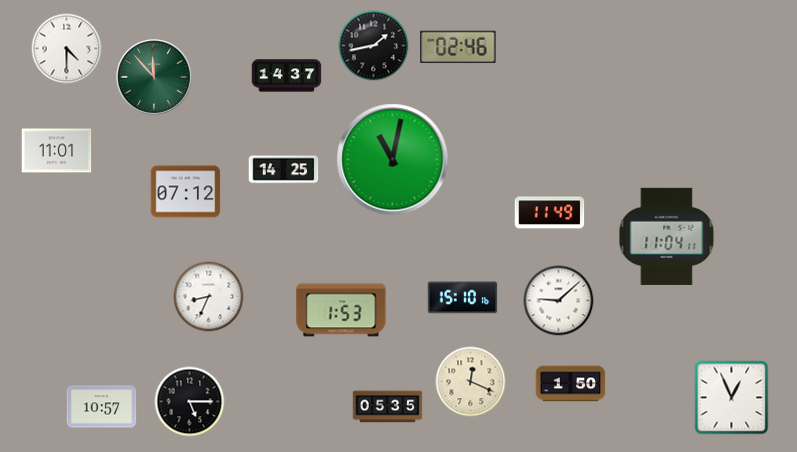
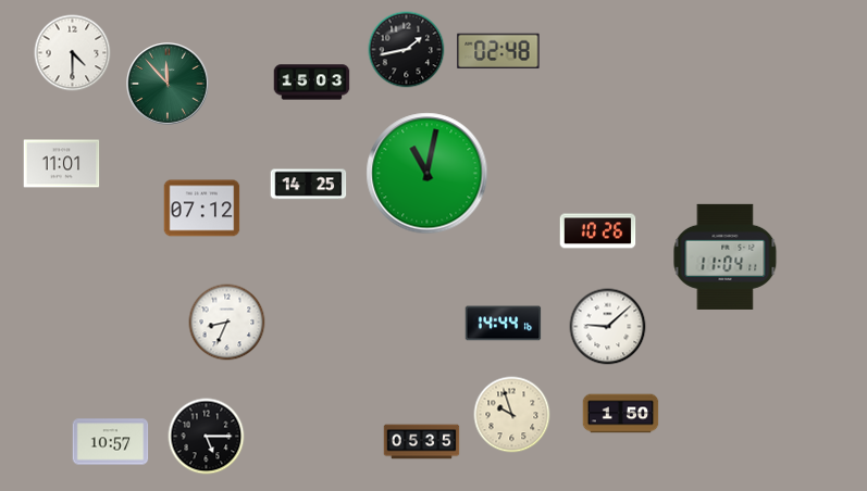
clock at (458, 47): 02:46 -> 02:48
clock at (287, 76): 14:37 -> 15:03
clock at (550, 213): 11:49 -> 10:26
clock at (463, 298): 15:10 -> 14:44
clock at (341, 310): 1:53 -> none
clock at (471, 382): 12:19 -> 9:57
clock at (571, 384) position: (571, 384) -> (621, 414)
clock at (732, 398): 12:56 -> none
